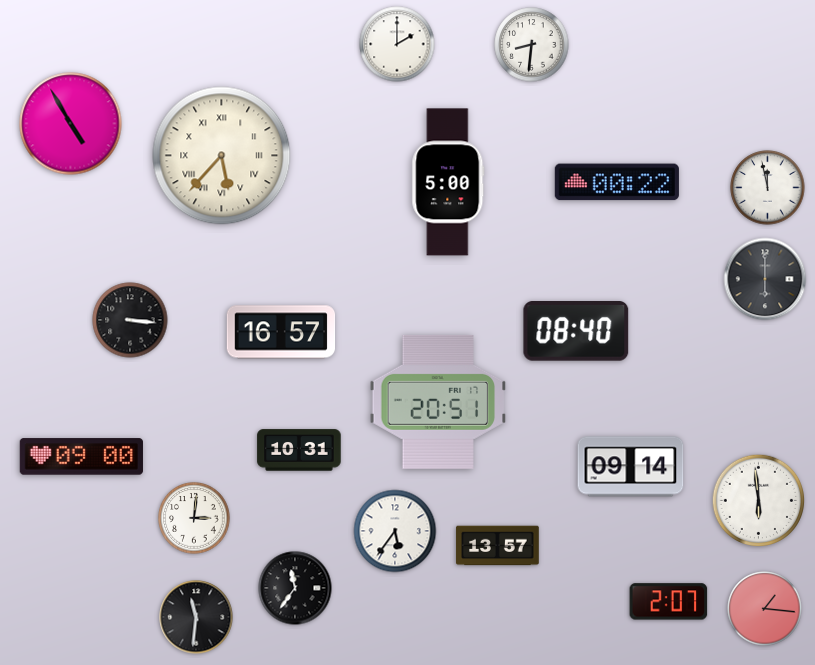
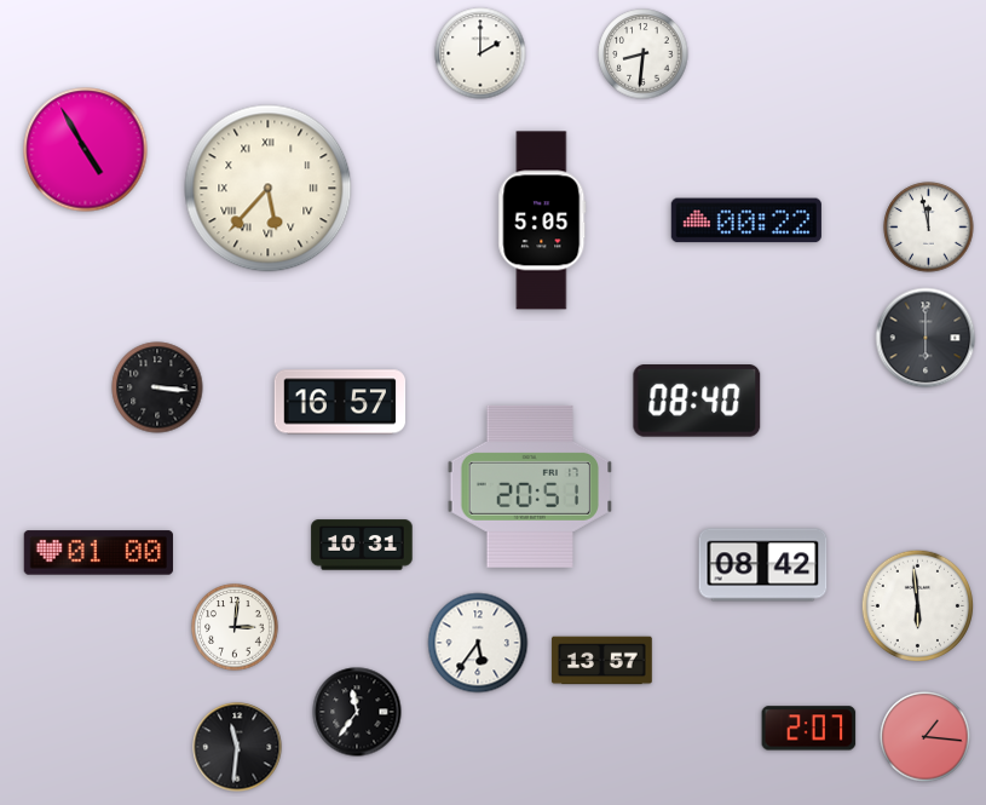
clock at (448, 182): 5:00 -> 5:05
clock at (81, 457): 09:00 -> 01:00
clock at (631, 467): 09:14 -> 08:42
